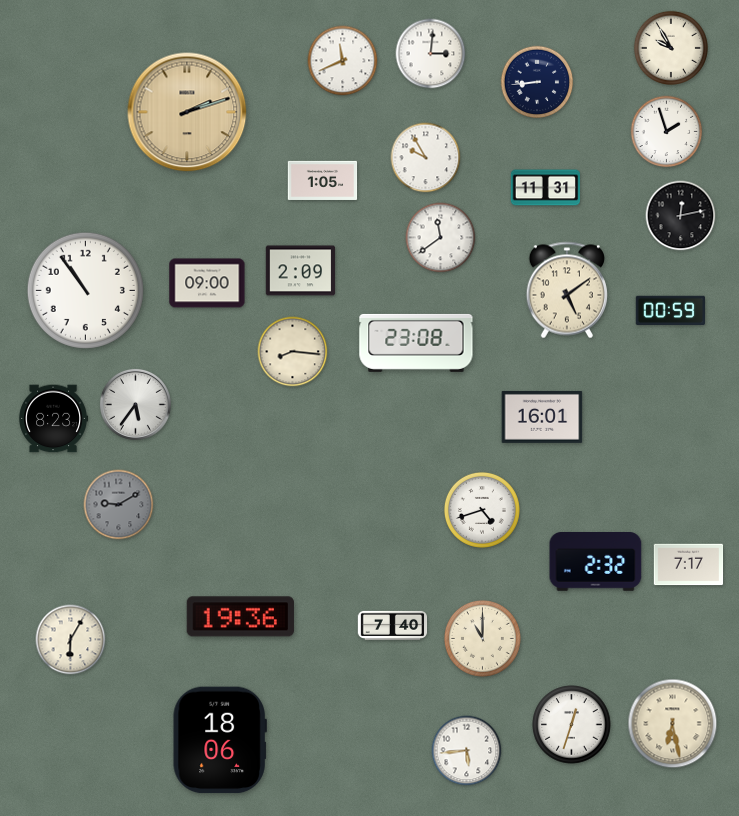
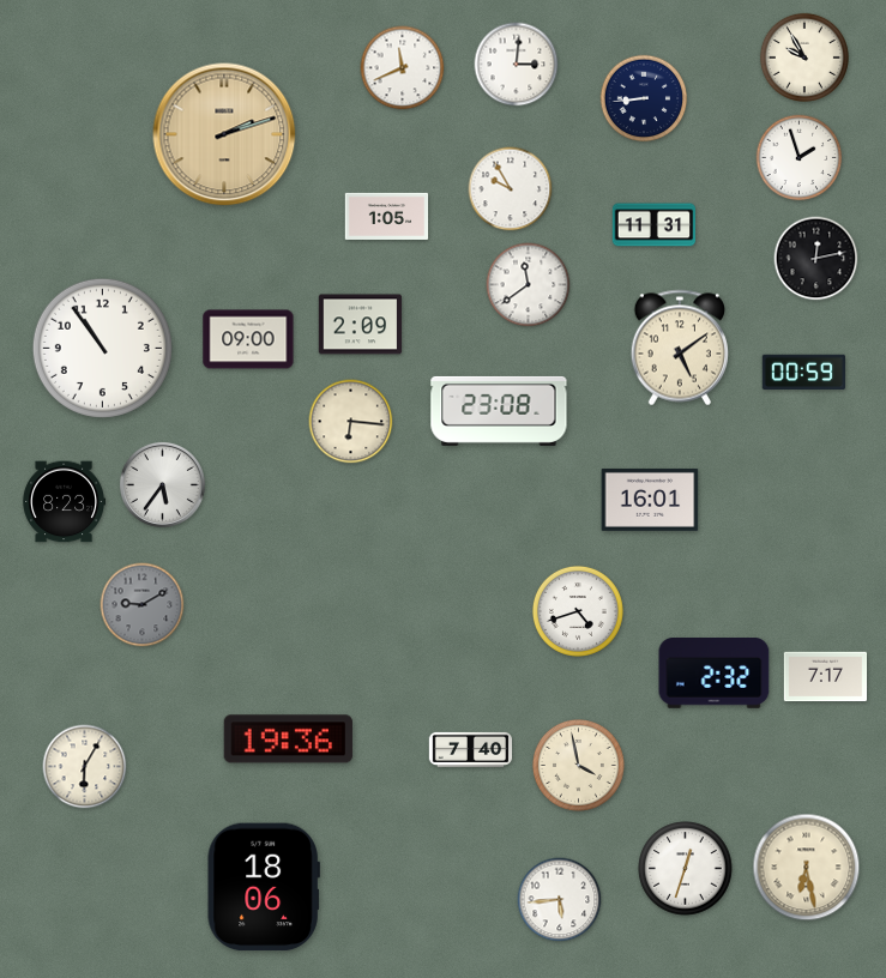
clock at (343, 61) position: (343, 61) -> (403, 68)
clock at (293, 352): 8:16 -> 6:16
clock at (482, 639): 11:00 -> 3:58
